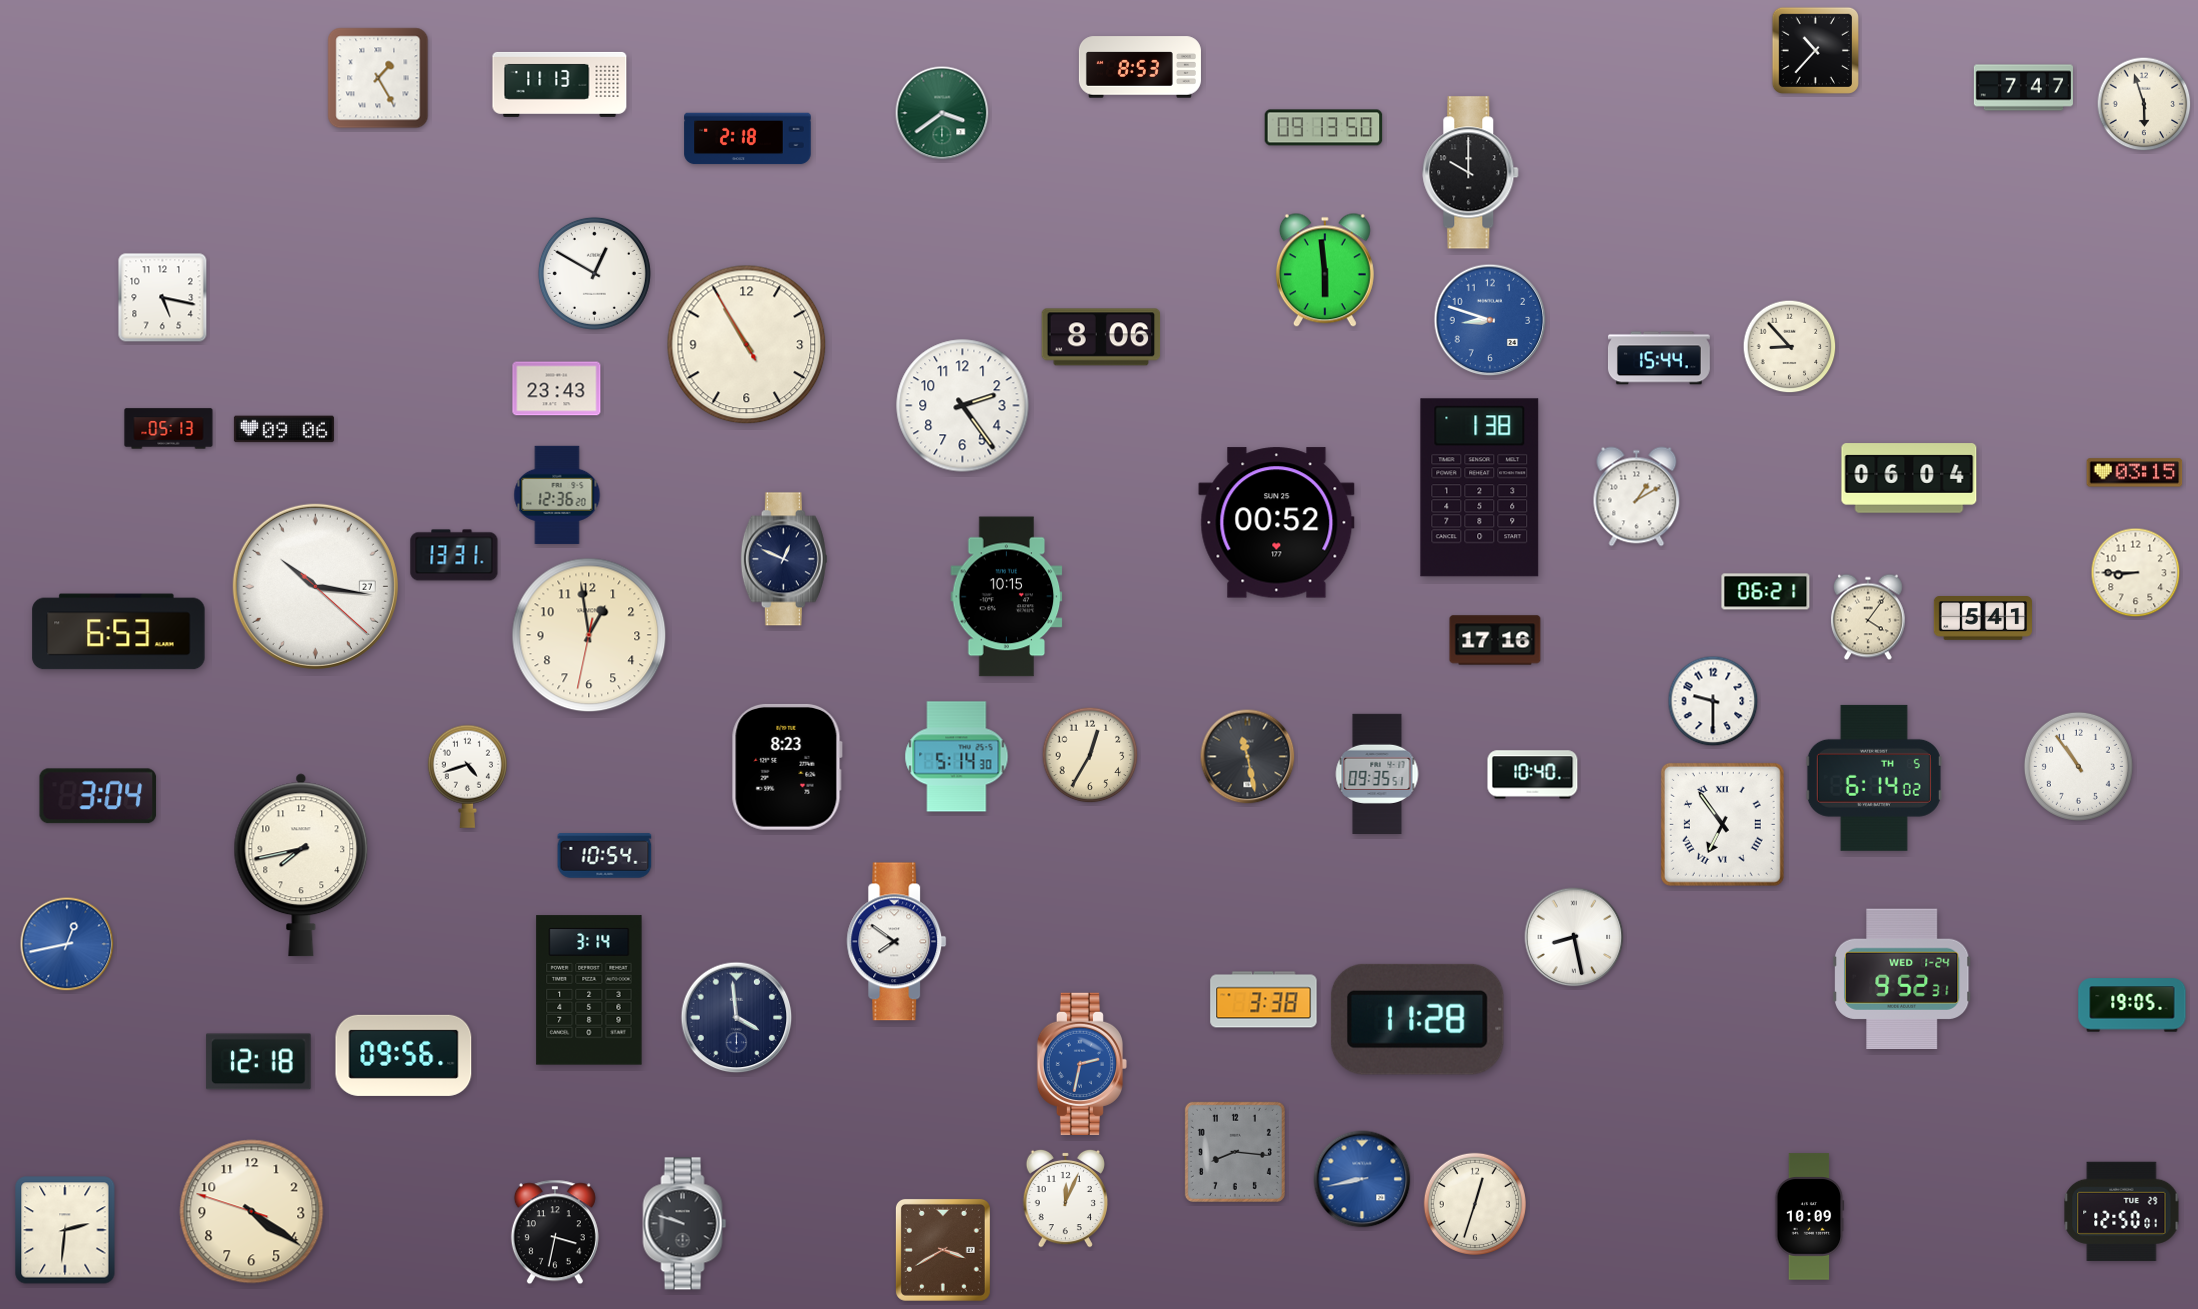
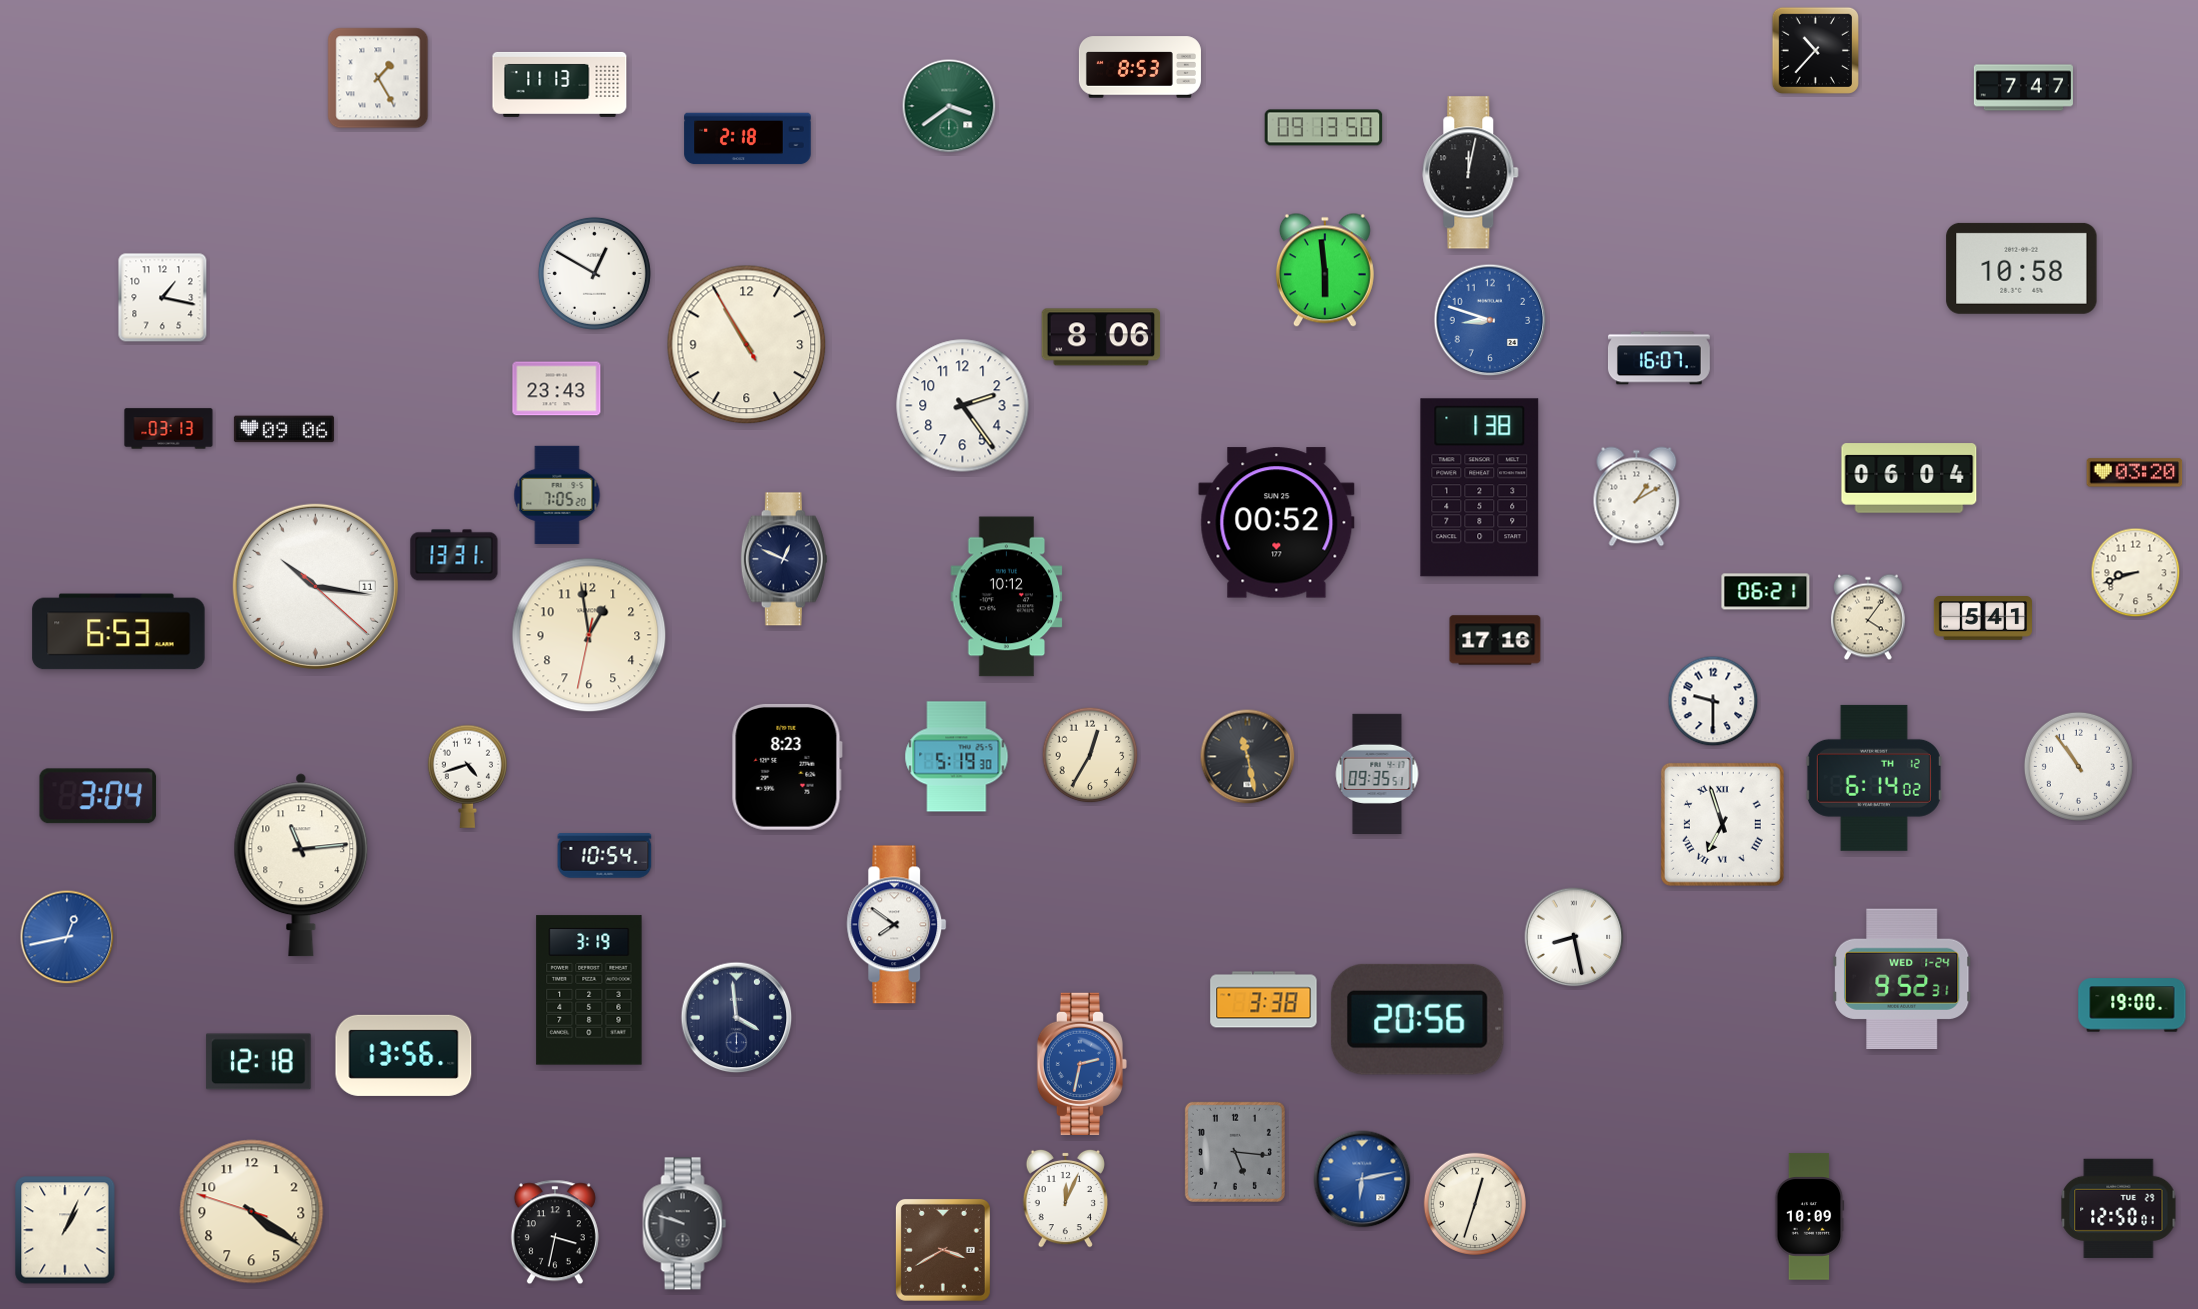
clock at (2144, 104): 5:57 -> none
clock at (942, 113) position: (942, 113) -> (949, 106)
clock at (1471, 173): 10:00 -> 12:02
clock at (2022, 268): none -> 10:58
clock at (163, 298): 5:17 -> 1:17
clock at (1790, 347): 8:53 -> none
clock at (1659, 358): 15:44 -> 16:07
clock at (169, 429): 05:13 -> 03:13
clock at (2135, 473): 03:15 -> 03:20
clock at (557, 495): 12:36 -> 7:05
clock at (2136, 573): 8:45 -> 8:42
clock at (315, 586) date: 27 -> 11
clock at (1007, 597): 10:15 -> 10:12
clock at (957, 757): 5:14 -> 5:19
clock at (1533, 775): 10:40 -> none
clock at (1874, 778) date: TH 5 -> TH 12
clock at (1722, 824): 6:54 -> 6:57
clock at (301, 865): 7:43 -> 11:14
clock at (897, 942) position: (897, 942) -> (897, 925)
clock at (67, 944) position: (67, 944) -> (67, 937)
clock at (589, 990): 3:14 -> 3:19
clock at (2132, 1005): 19:05 -> 19:00
clock at (1417, 1019): 11:28 -> 20:56
clock at (404, 1055): 09:56 -> 13:56
clock at (1235, 1152): 8:16 -> 5:16
clock at (1362, 1179): 8:43 -> 6:13
clock at (2122, 1211) position: (2122, 1211) -> (2119, 1208)
clock at (65, 1230): 2:31 -> 1:04
